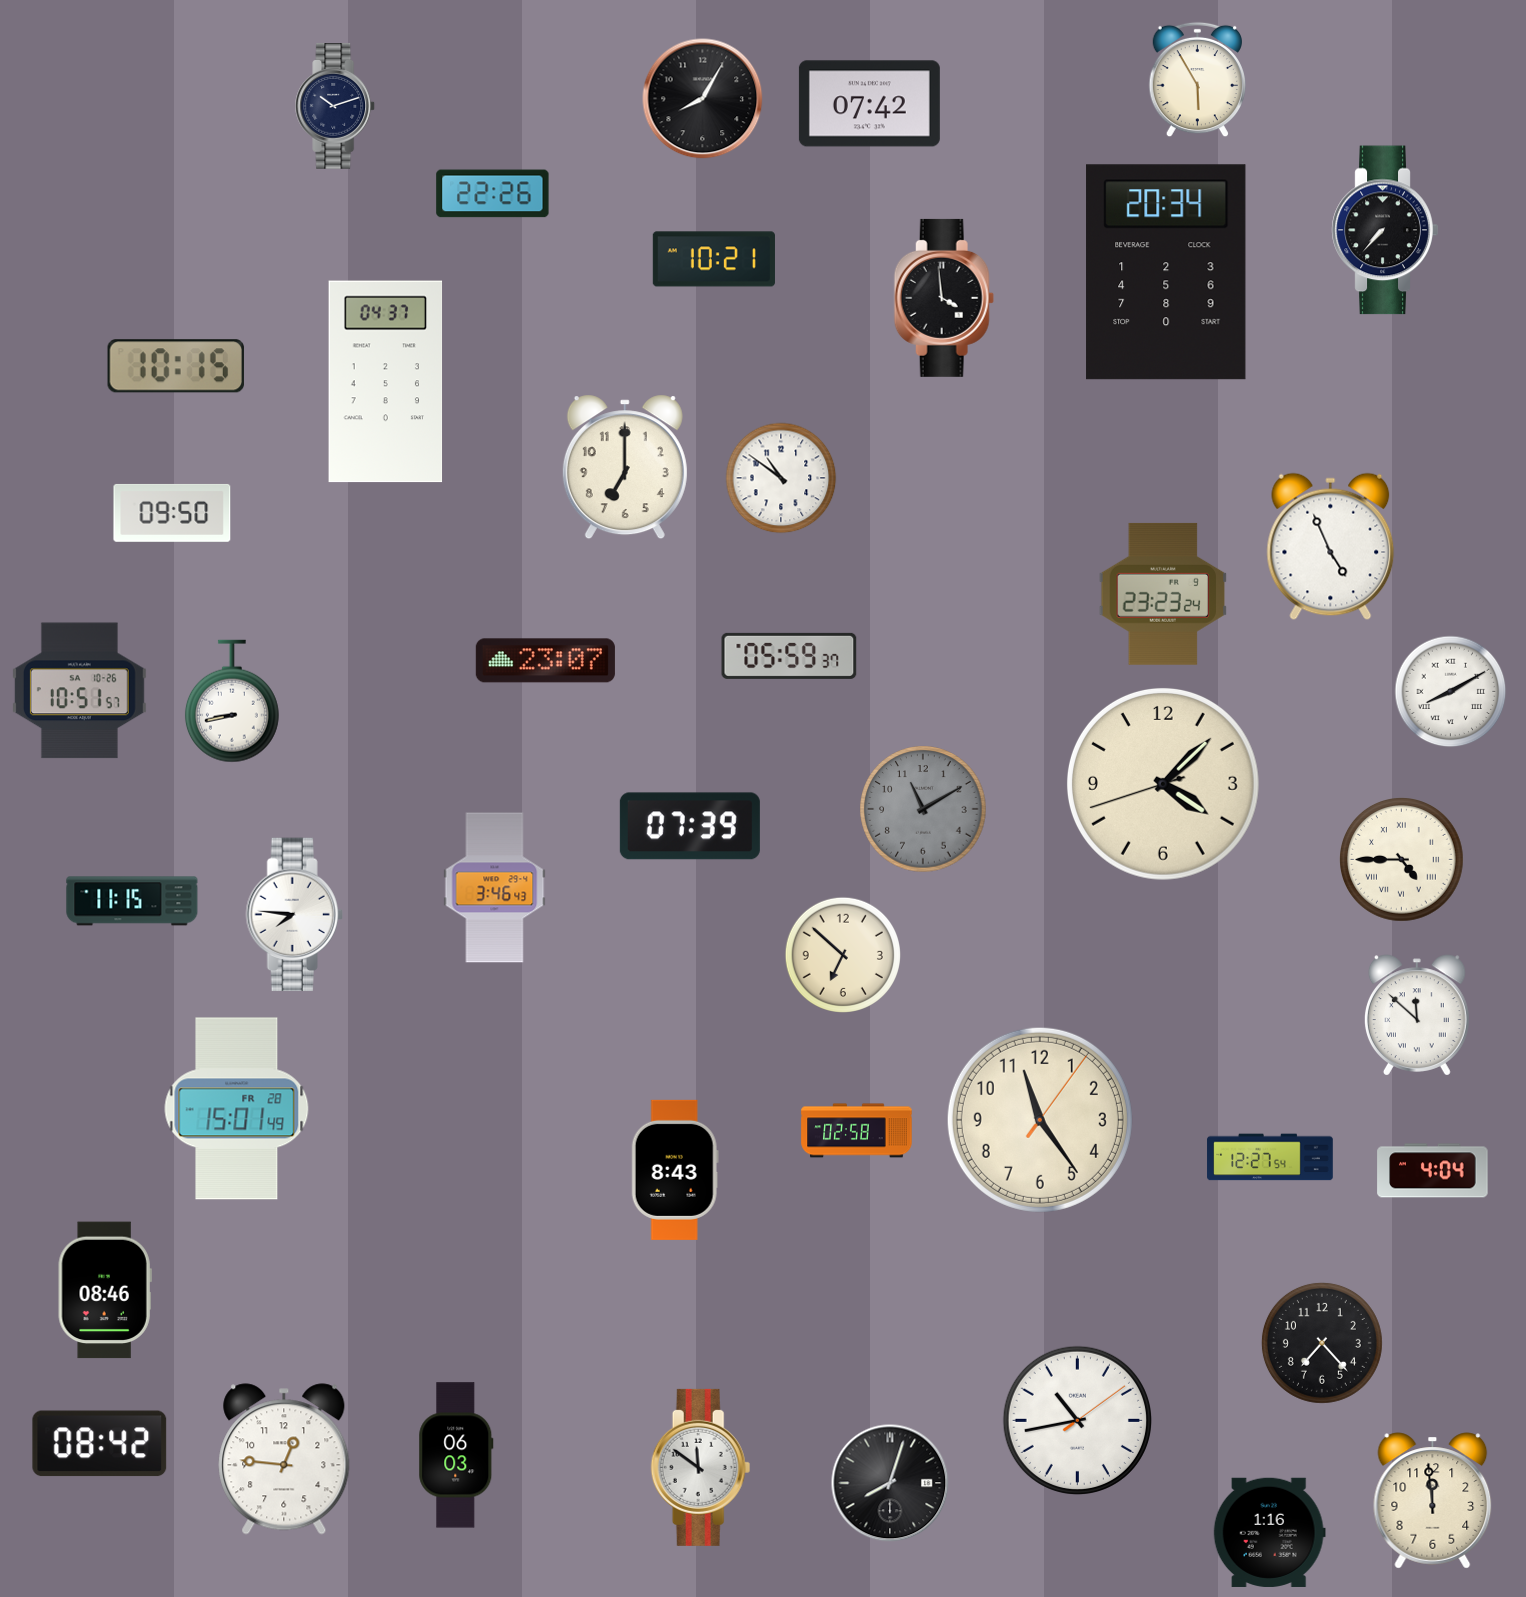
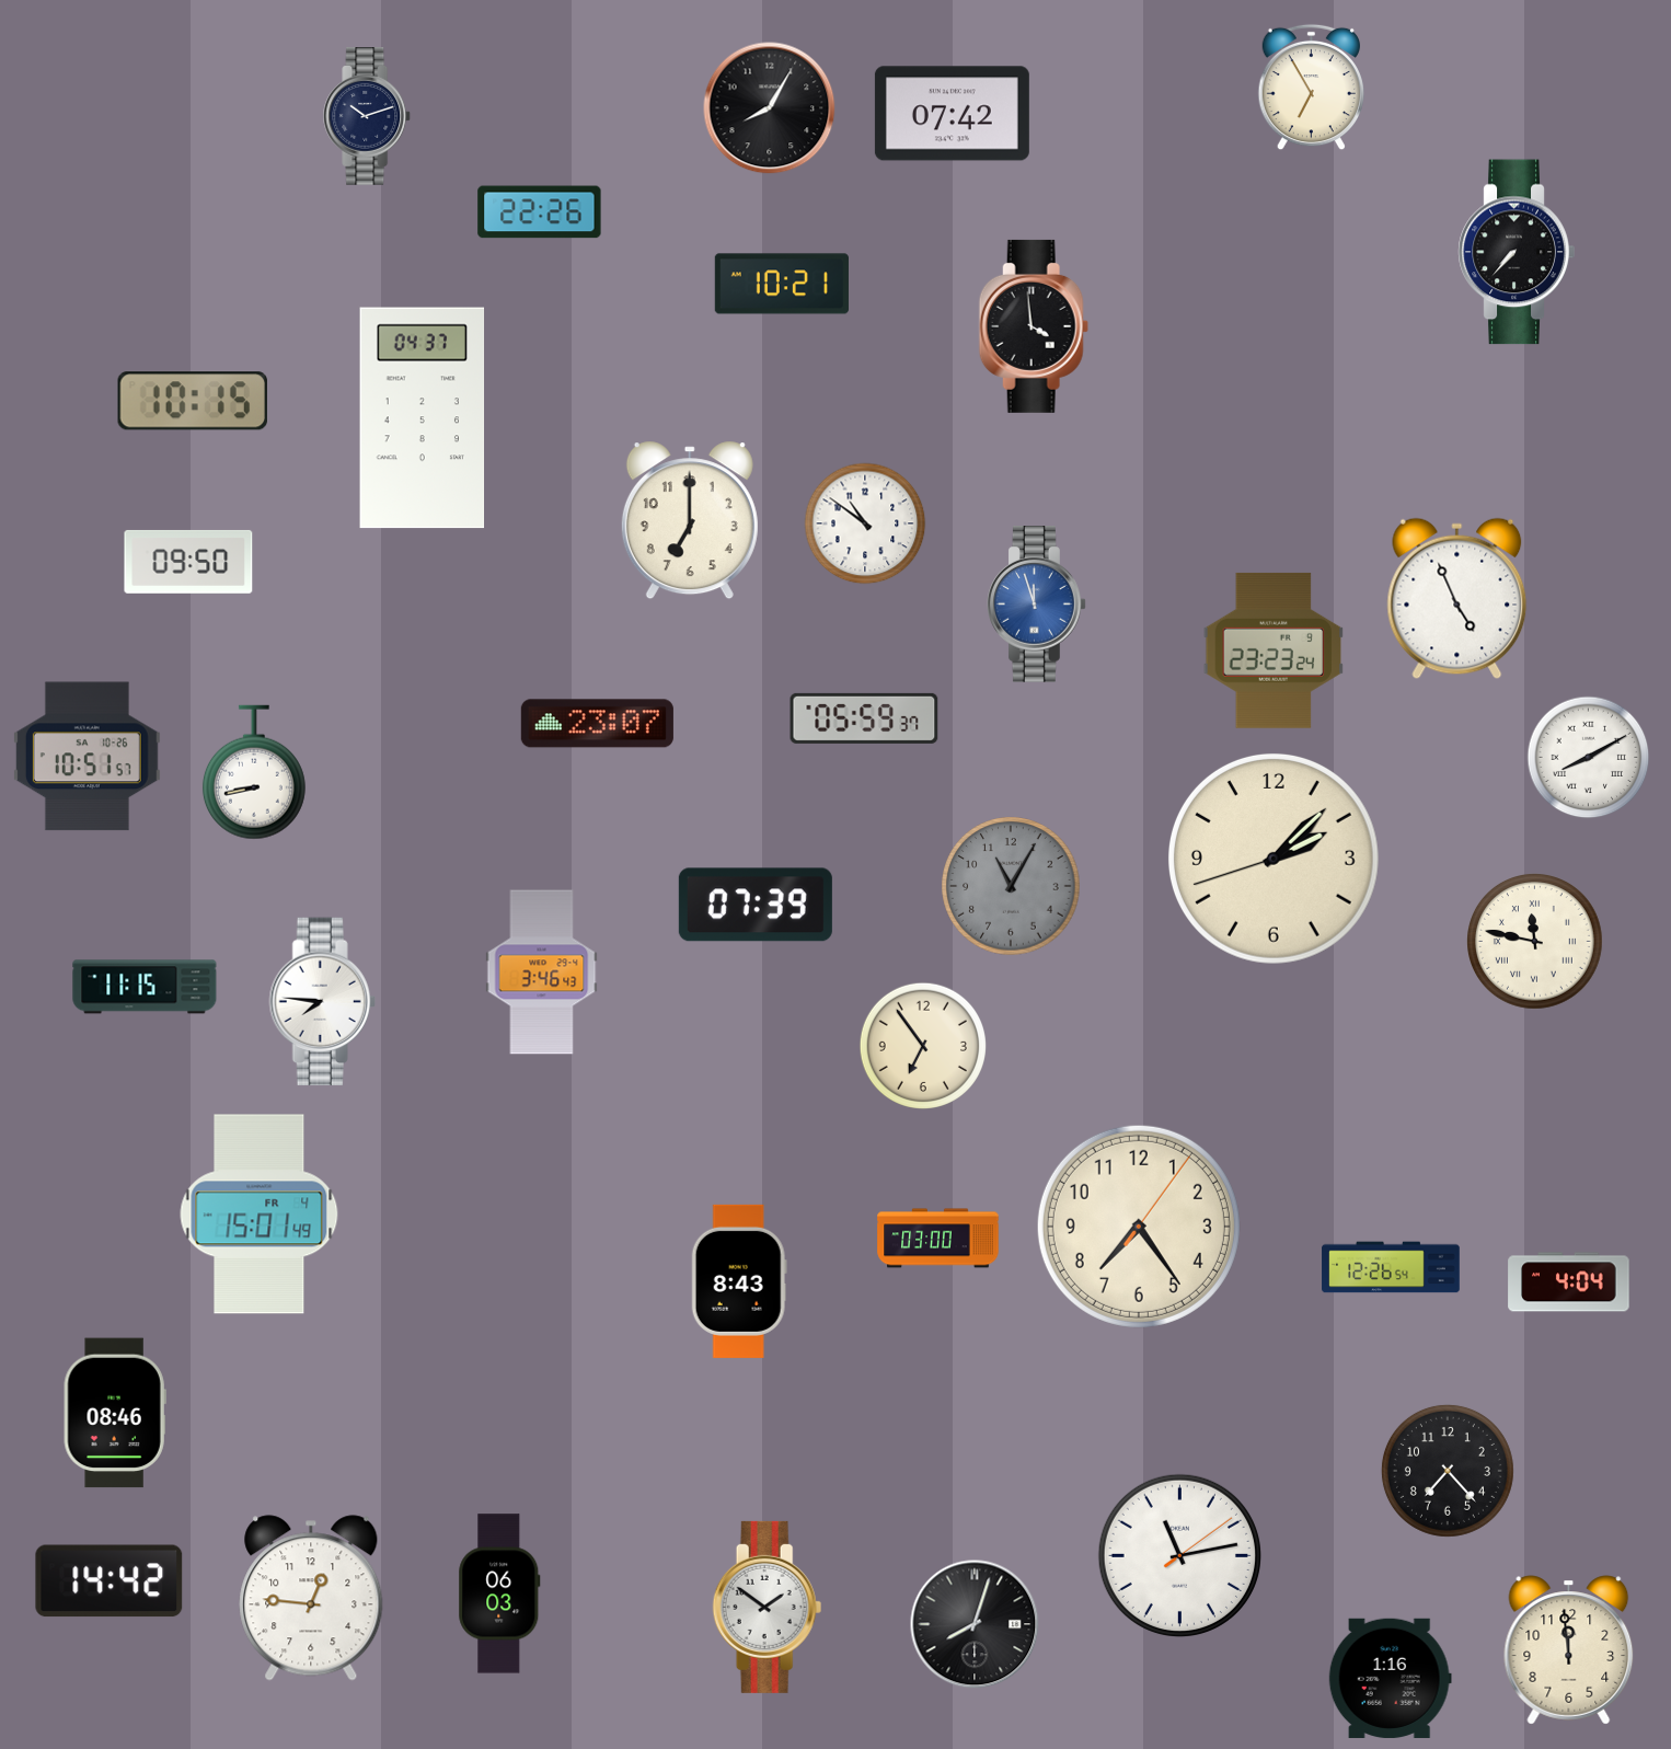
clock at (1197, 80): 5:55 -> 6:55
clock at (1166, 272): 20:34 -> none
clock at (625, 467) position: (625, 467) -> (690, 520)
clock at (781, 478) position: (781, 478) -> (865, 523)
clock at (1037, 605): none -> 11:57
clock at (232, 701) position: (232, 701) -> (254, 772)
clock at (1163, 784): 4:07 -> 2:07
clock at (923, 809): 11:10 -> 11:05
clock at (1402, 860): 4:45 -> 11:47
clock at (843, 955): 6:52 -> 6:54
clock at (1417, 1015): 11:52 -> none
clock at (237, 1109) date: FR 28 -> FR 4
clock at (1040, 1120): 11:24 -> 7:24
clock at (857, 1131): 02:58 -> 03:00
clock at (1270, 1157): 12:27 -> 12:26
clock at (1077, 1420): 10:43 -> 11:13
clock at (100, 1444): 08:42 -> 14:42
clock at (701, 1467): 11:51 -> 1:51
clock at (1433, 1501) position: (1433, 1501) -> (1569, 1650)
